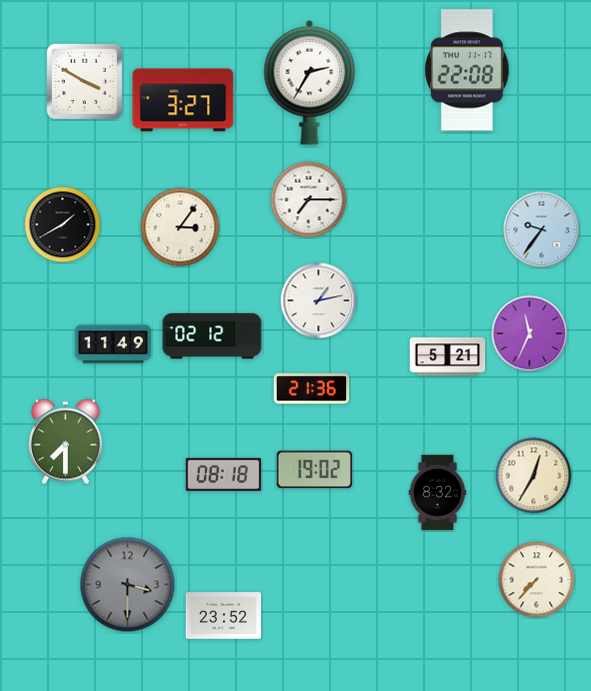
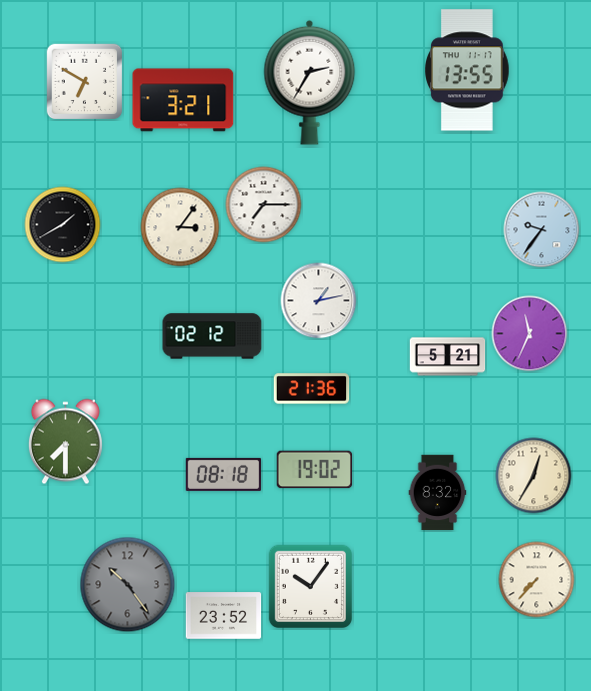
clock at (468, 70): 22:08 -> 13:55
clock at (84, 81): 3:50 -> 6:50
clock at (183, 100): 3:27 -> 3:21
clock at (309, 200) position: (309, 200) -> (264, 205)
clock at (113, 344): 11:49 -> none
clock at (128, 585): 3:30 -> 10:24
clock at (310, 586): none -> 10:06
